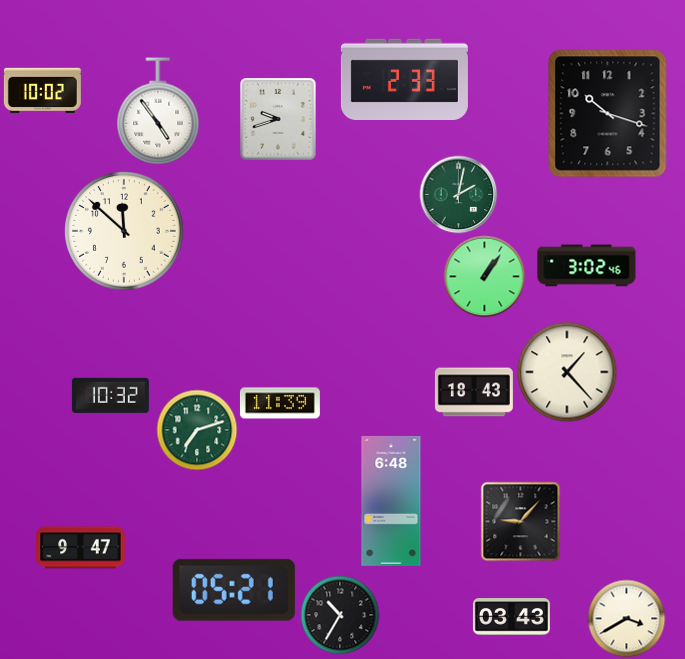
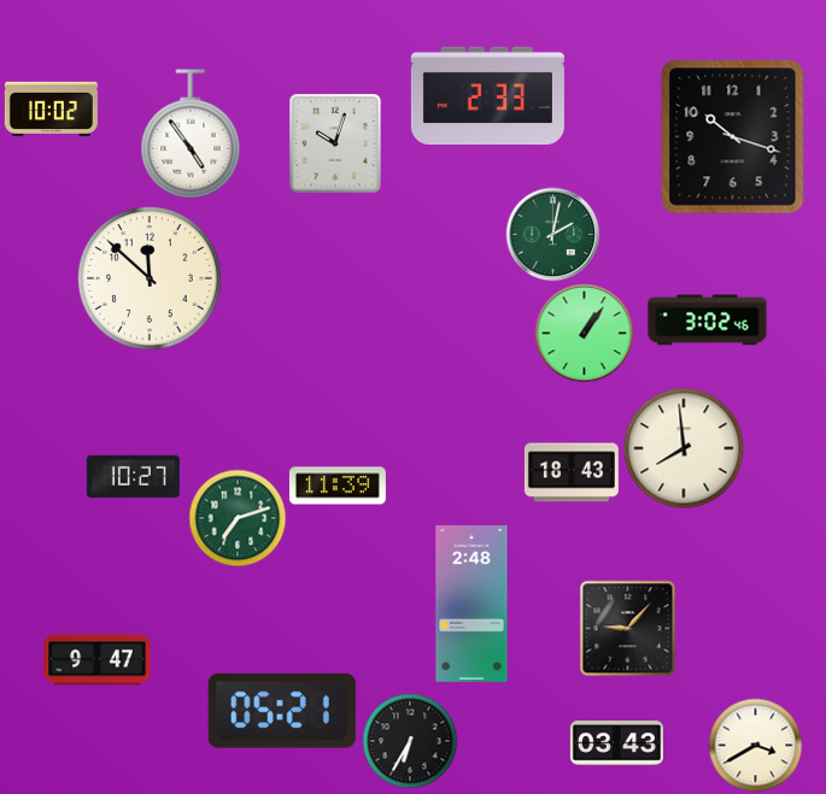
clock at (278, 119): 9:42 -> 10:03
clock at (567, 372): 1:23 -> 7:59
clock at (110, 395): 10:32 -> 10:27
clock at (391, 501): 6:48 -> 2:48
clock at (340, 615): 10:35 -> 6:35
